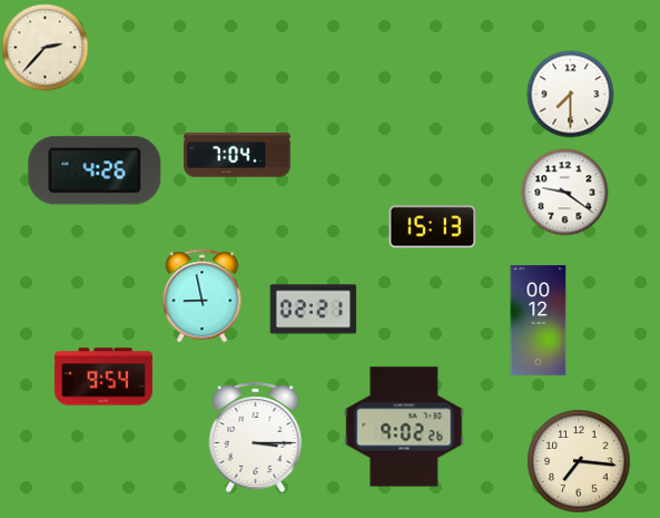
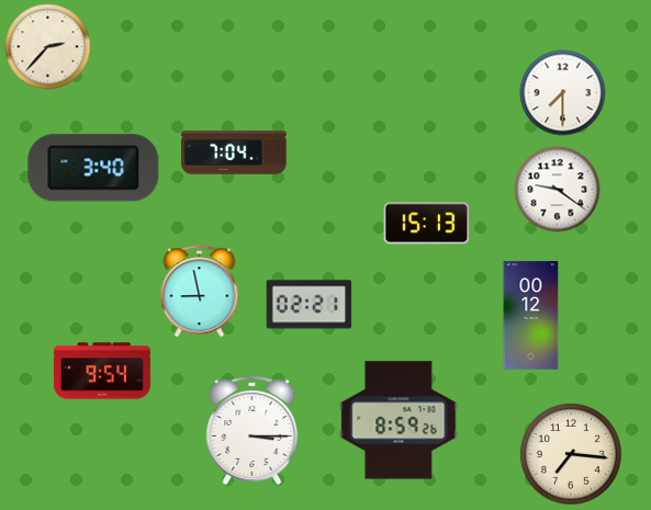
clock at (45, 47) position: (45, 47) -> (47, 46)
clock at (95, 170): 4:26 -> 3:40
clock at (404, 427): 9:02 -> 8:59
